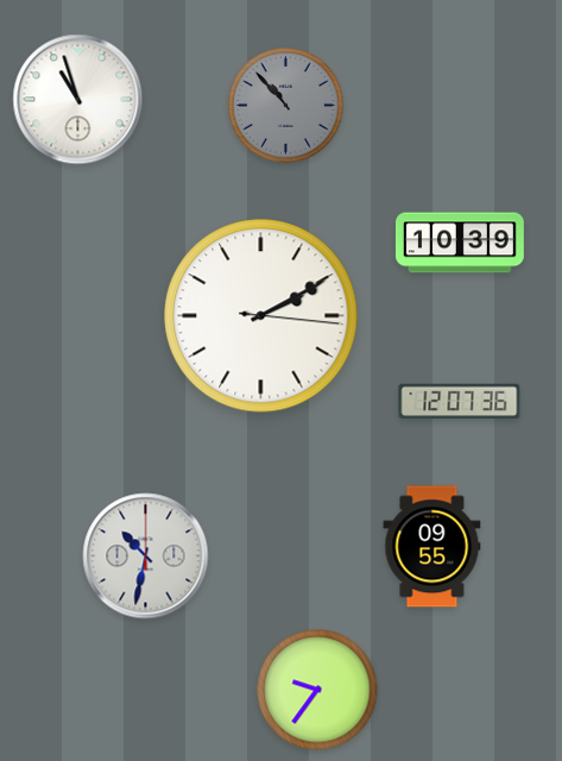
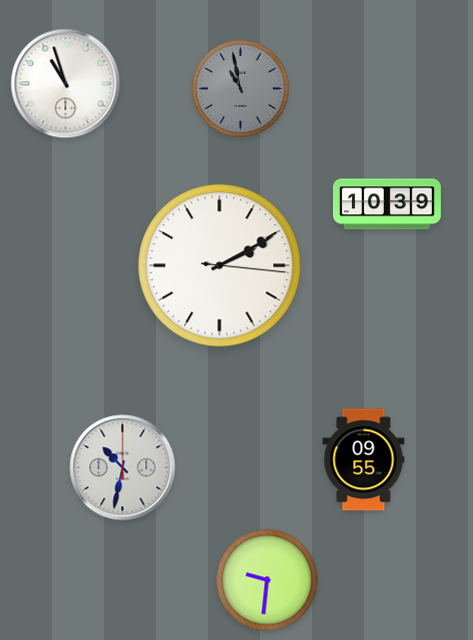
clock at (286, 106): 10:53 -> 10:58
clock at (460, 402): 12:07 -> none
clock at (317, 690): 9:36 -> 9:31
